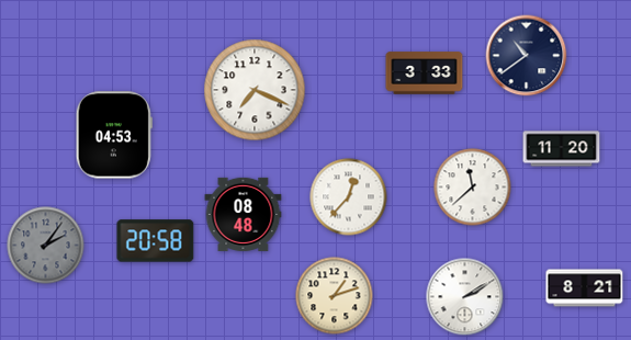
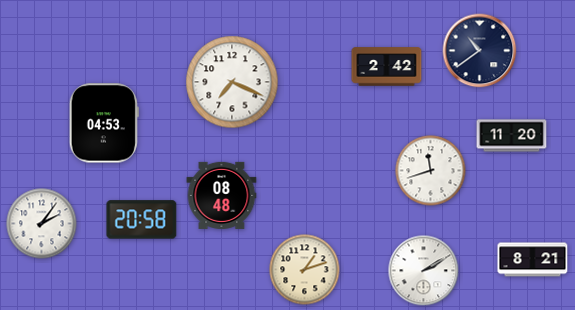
clock at (425, 73): 3:33 -> 2:42
clock at (473, 188): 11:38 -> 11:42
clock at (349, 197): 12:37 -> none
clock at (46, 246) dial: grey -> white
clock at (585, 288) position: (585, 288) -> (533, 260)
